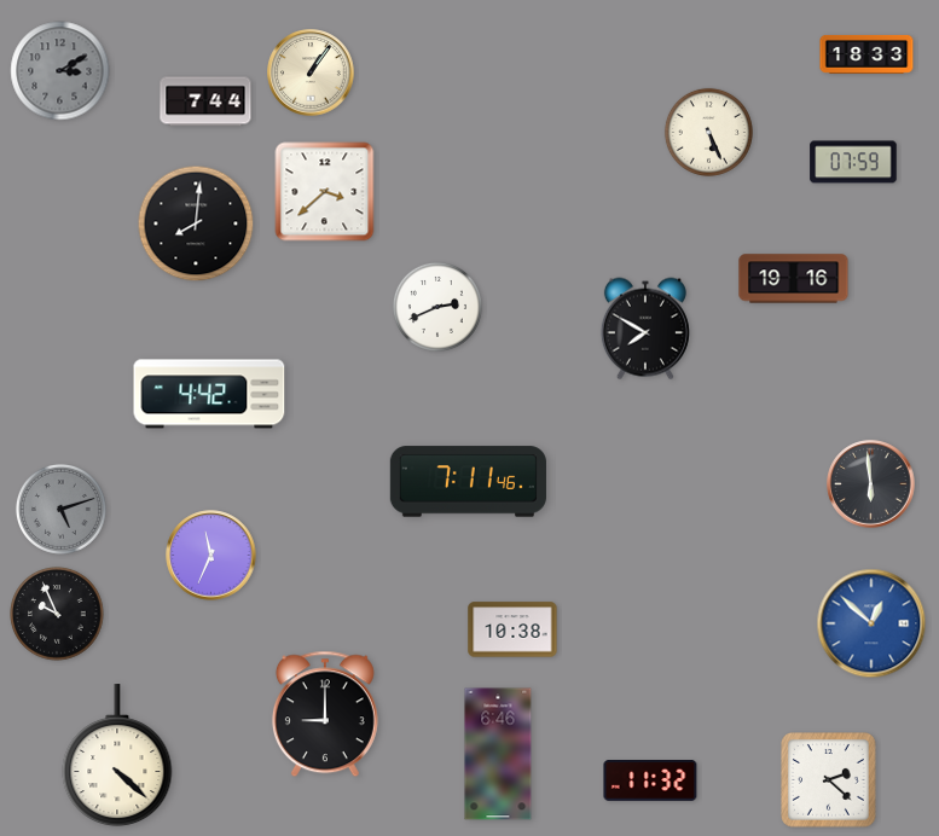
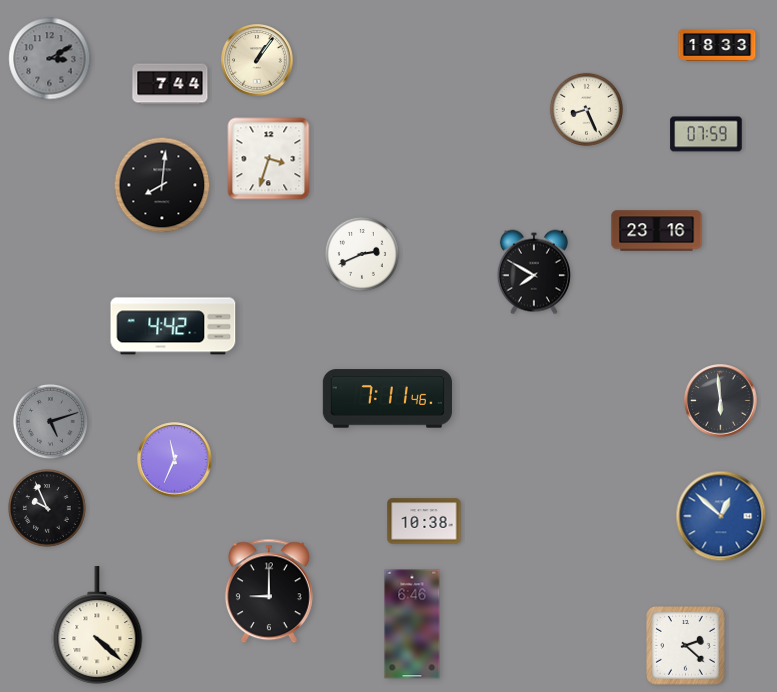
clock at (708, 132): 5:26 -> 8:26
clock at (325, 192): 3:38 -> 3:33
clock at (794, 279): 19:16 -> 23:16
clock at (650, 782): 11:32 -> none
